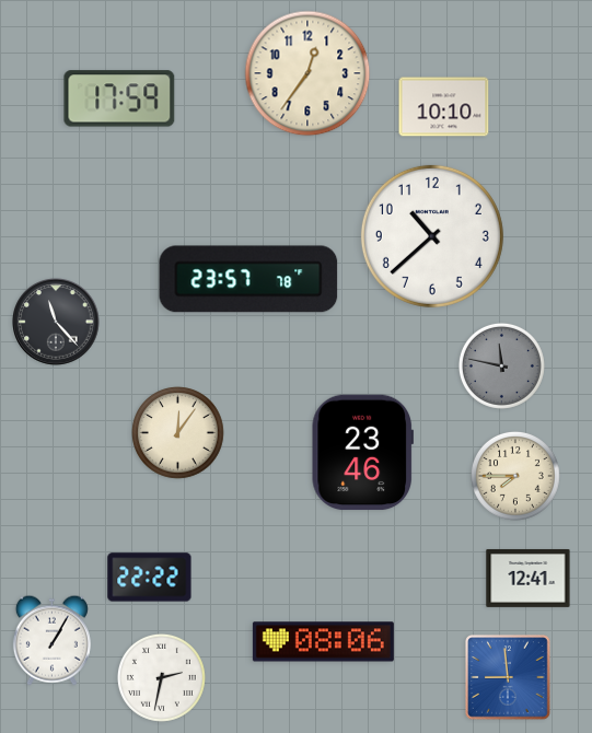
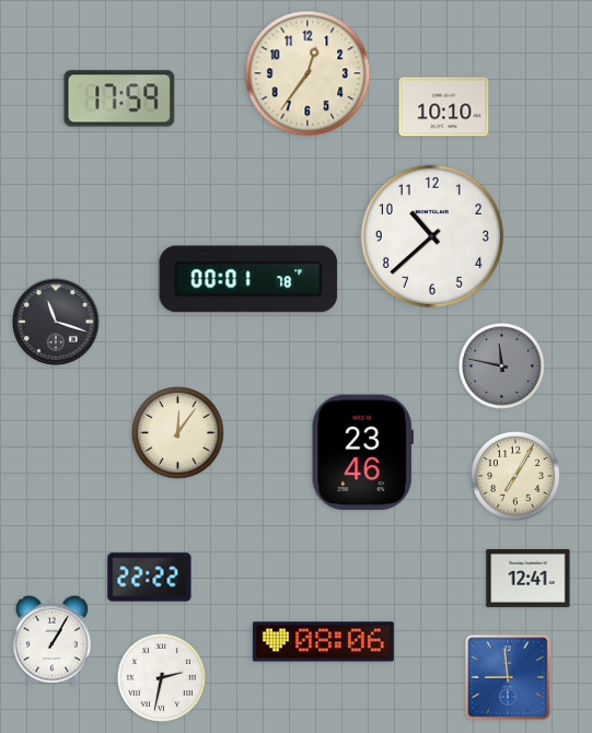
clock at (248, 279): 23:57 -> 00:01
clock at (56, 322): 11:23 -> 11:18
clock at (515, 476): 7:45 -> 7:05
